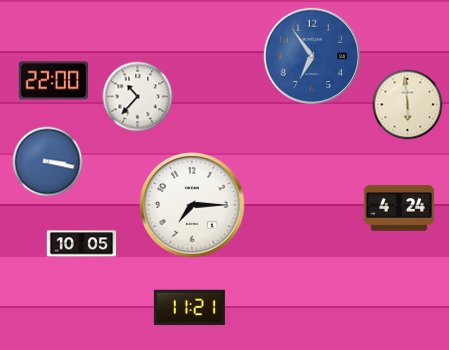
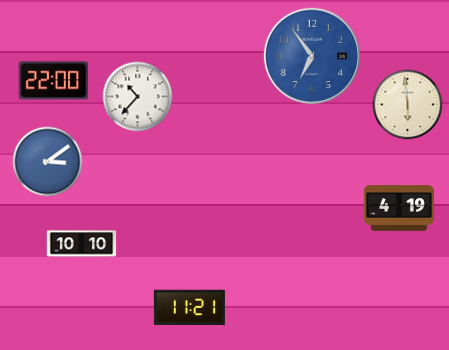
clock at (48, 162): 3:17 -> 3:09
clock at (192, 205): 7:15 -> none
clock at (398, 208): 4:24 -> 4:19
clock at (82, 244): 10:05 -> 10:10
